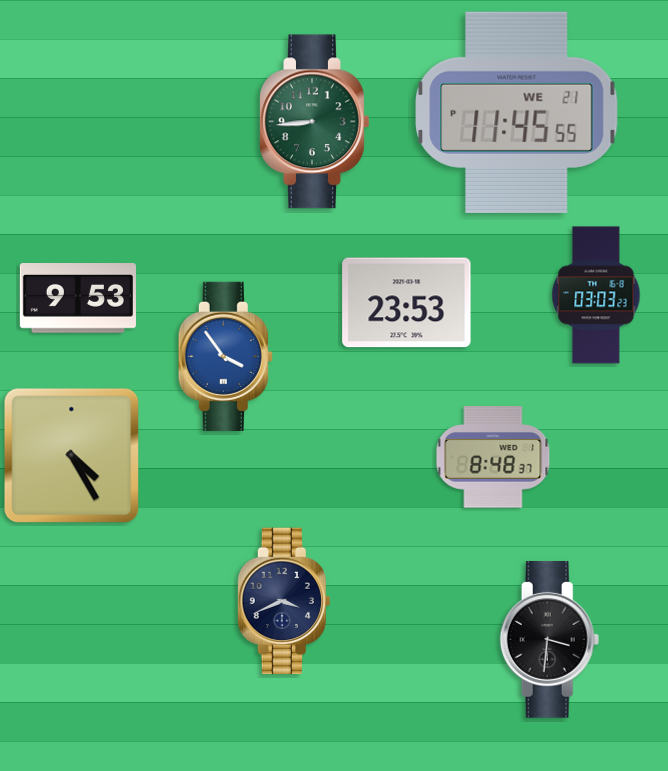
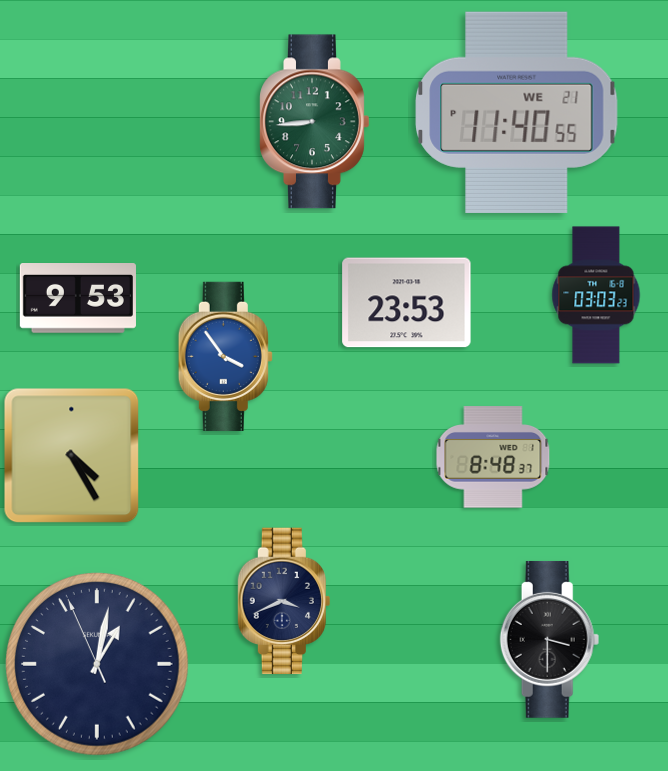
clock at (517, 112): 11:45 -> 11:40
clock at (550, 639): 3:31 -> 3:30
clock at (98, 665): none -> 1:01
